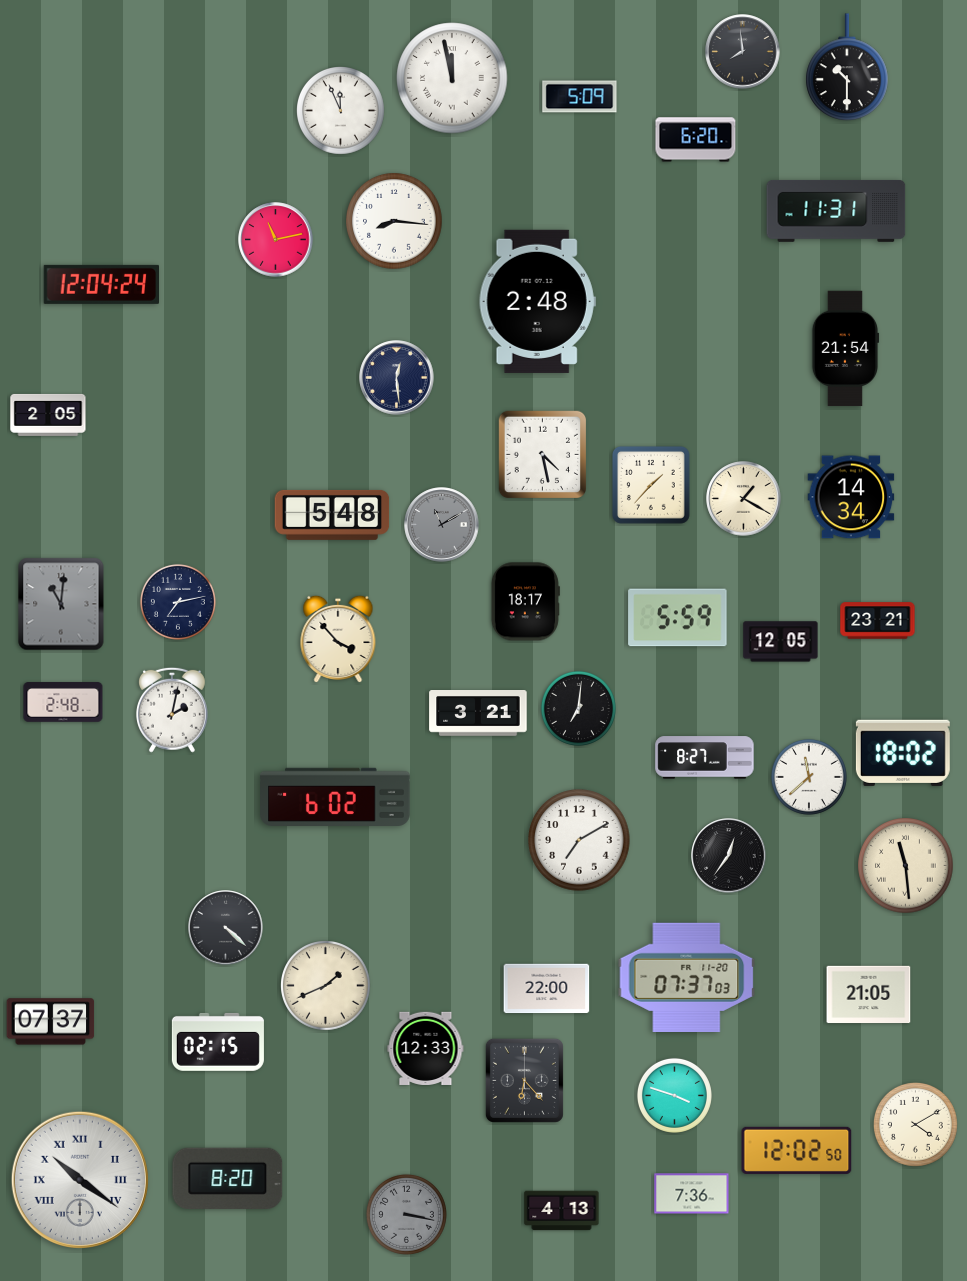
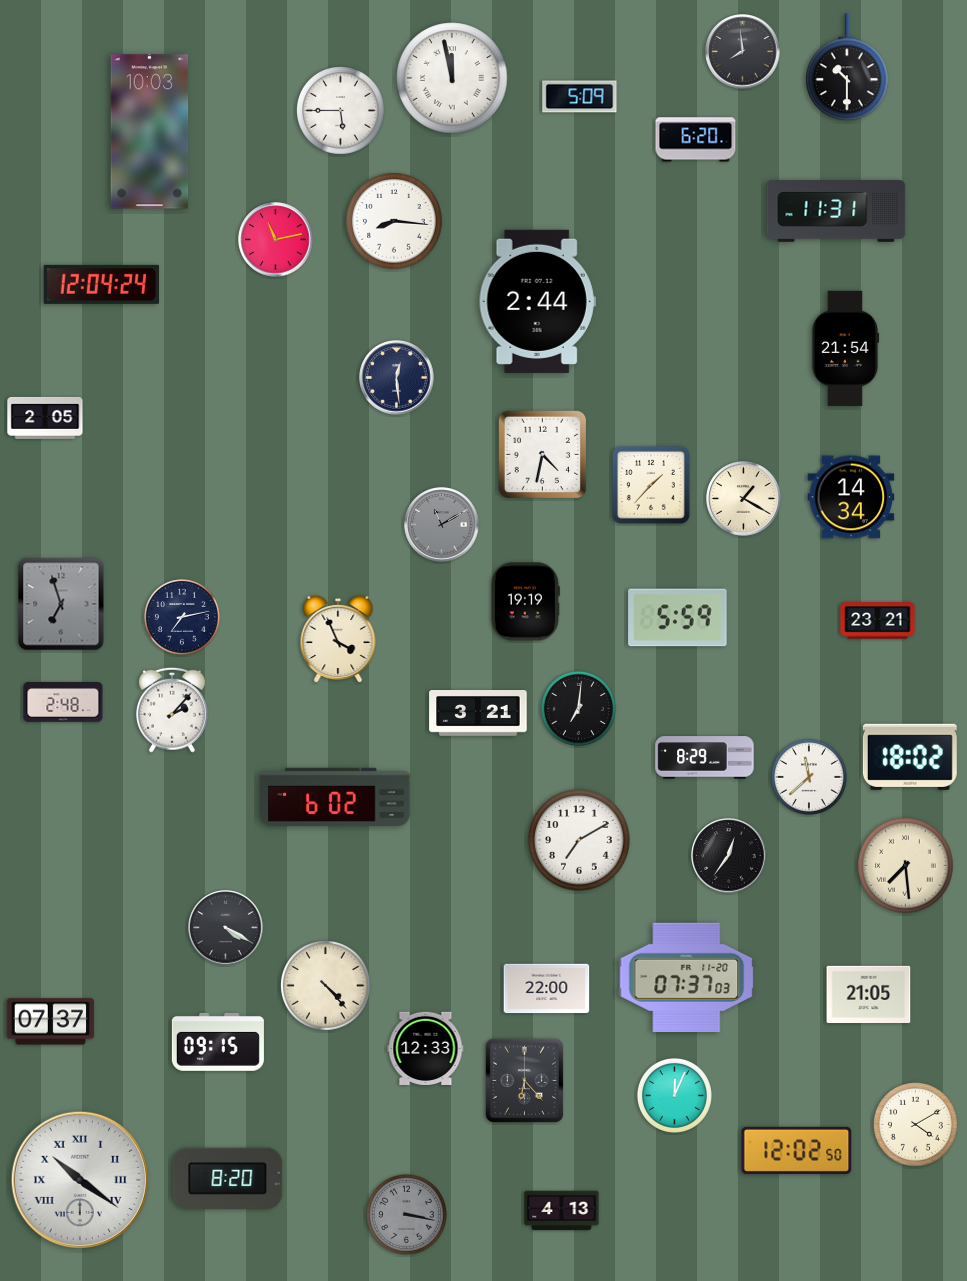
clock at (341, 111): 11:56 -> 5:45
clock at (150, 132): none -> 10:03
clock at (537, 301): 2:48 -> 2:44
clock at (48, 415) position: (48, 415) -> (45, 418)
clock at (542, 454): 4:28 -> 4:32
clock at (332, 515): 5:48 -> none
clock at (178, 602) position: (178, 602) -> (182, 617)
clock at (525, 602): 18:17 -> 19:19
clock at (61, 604): 11:01 -> 6:57
clock at (338, 639): 3:53 -> 3:56
clock at (781, 642): 12:05 -> none
clock at (172, 710): 2:02 -> 2:07
clock at (903, 753) position: (903, 753) -> (910, 757)
clock at (705, 758): 8:27 -> 8:29
clock at (906, 866): 11:29 -> 7:29
clock at (226, 928): 4:22 -> 4:20
clock at (326, 986): 1:41 -> 4:23
clock at (218, 1042): 02:15 -> 09:15
clock at (674, 1095): 3:48 -> 12:04
clock at (692, 1194): 7:36 -> none
